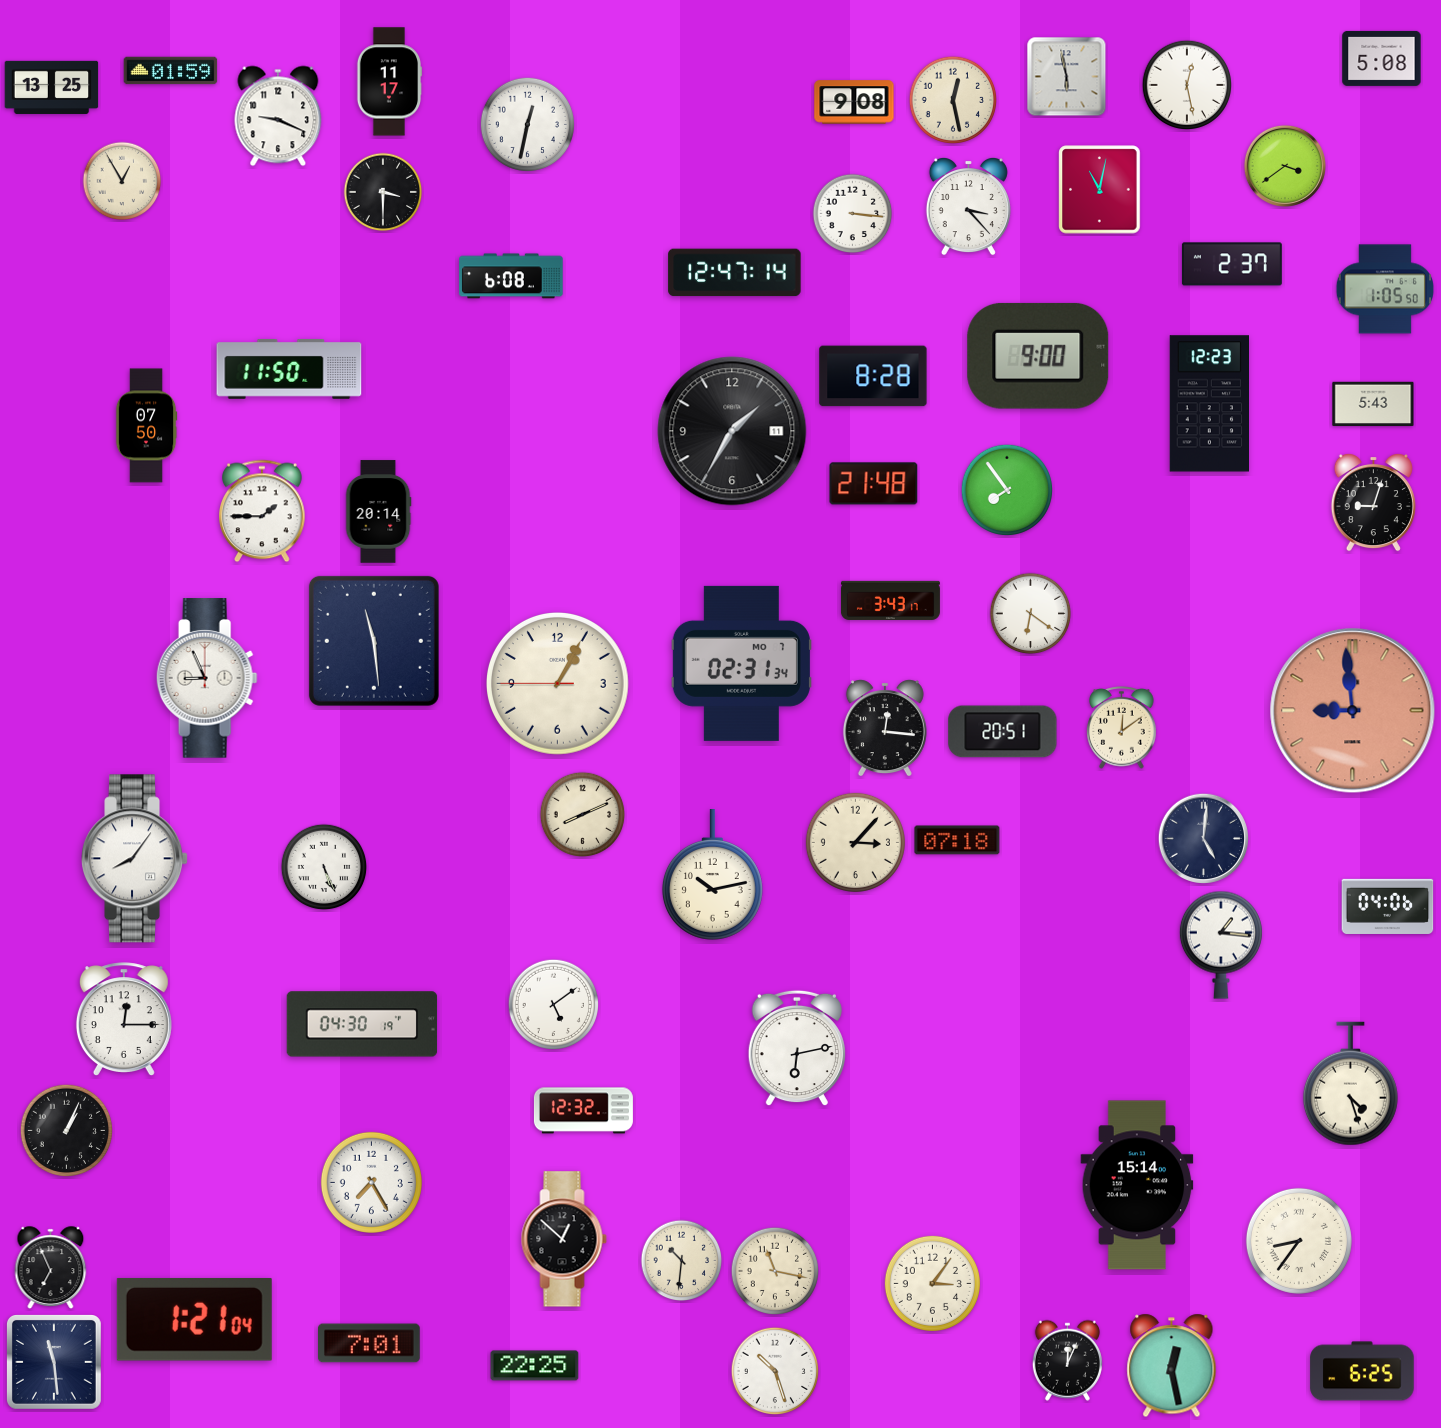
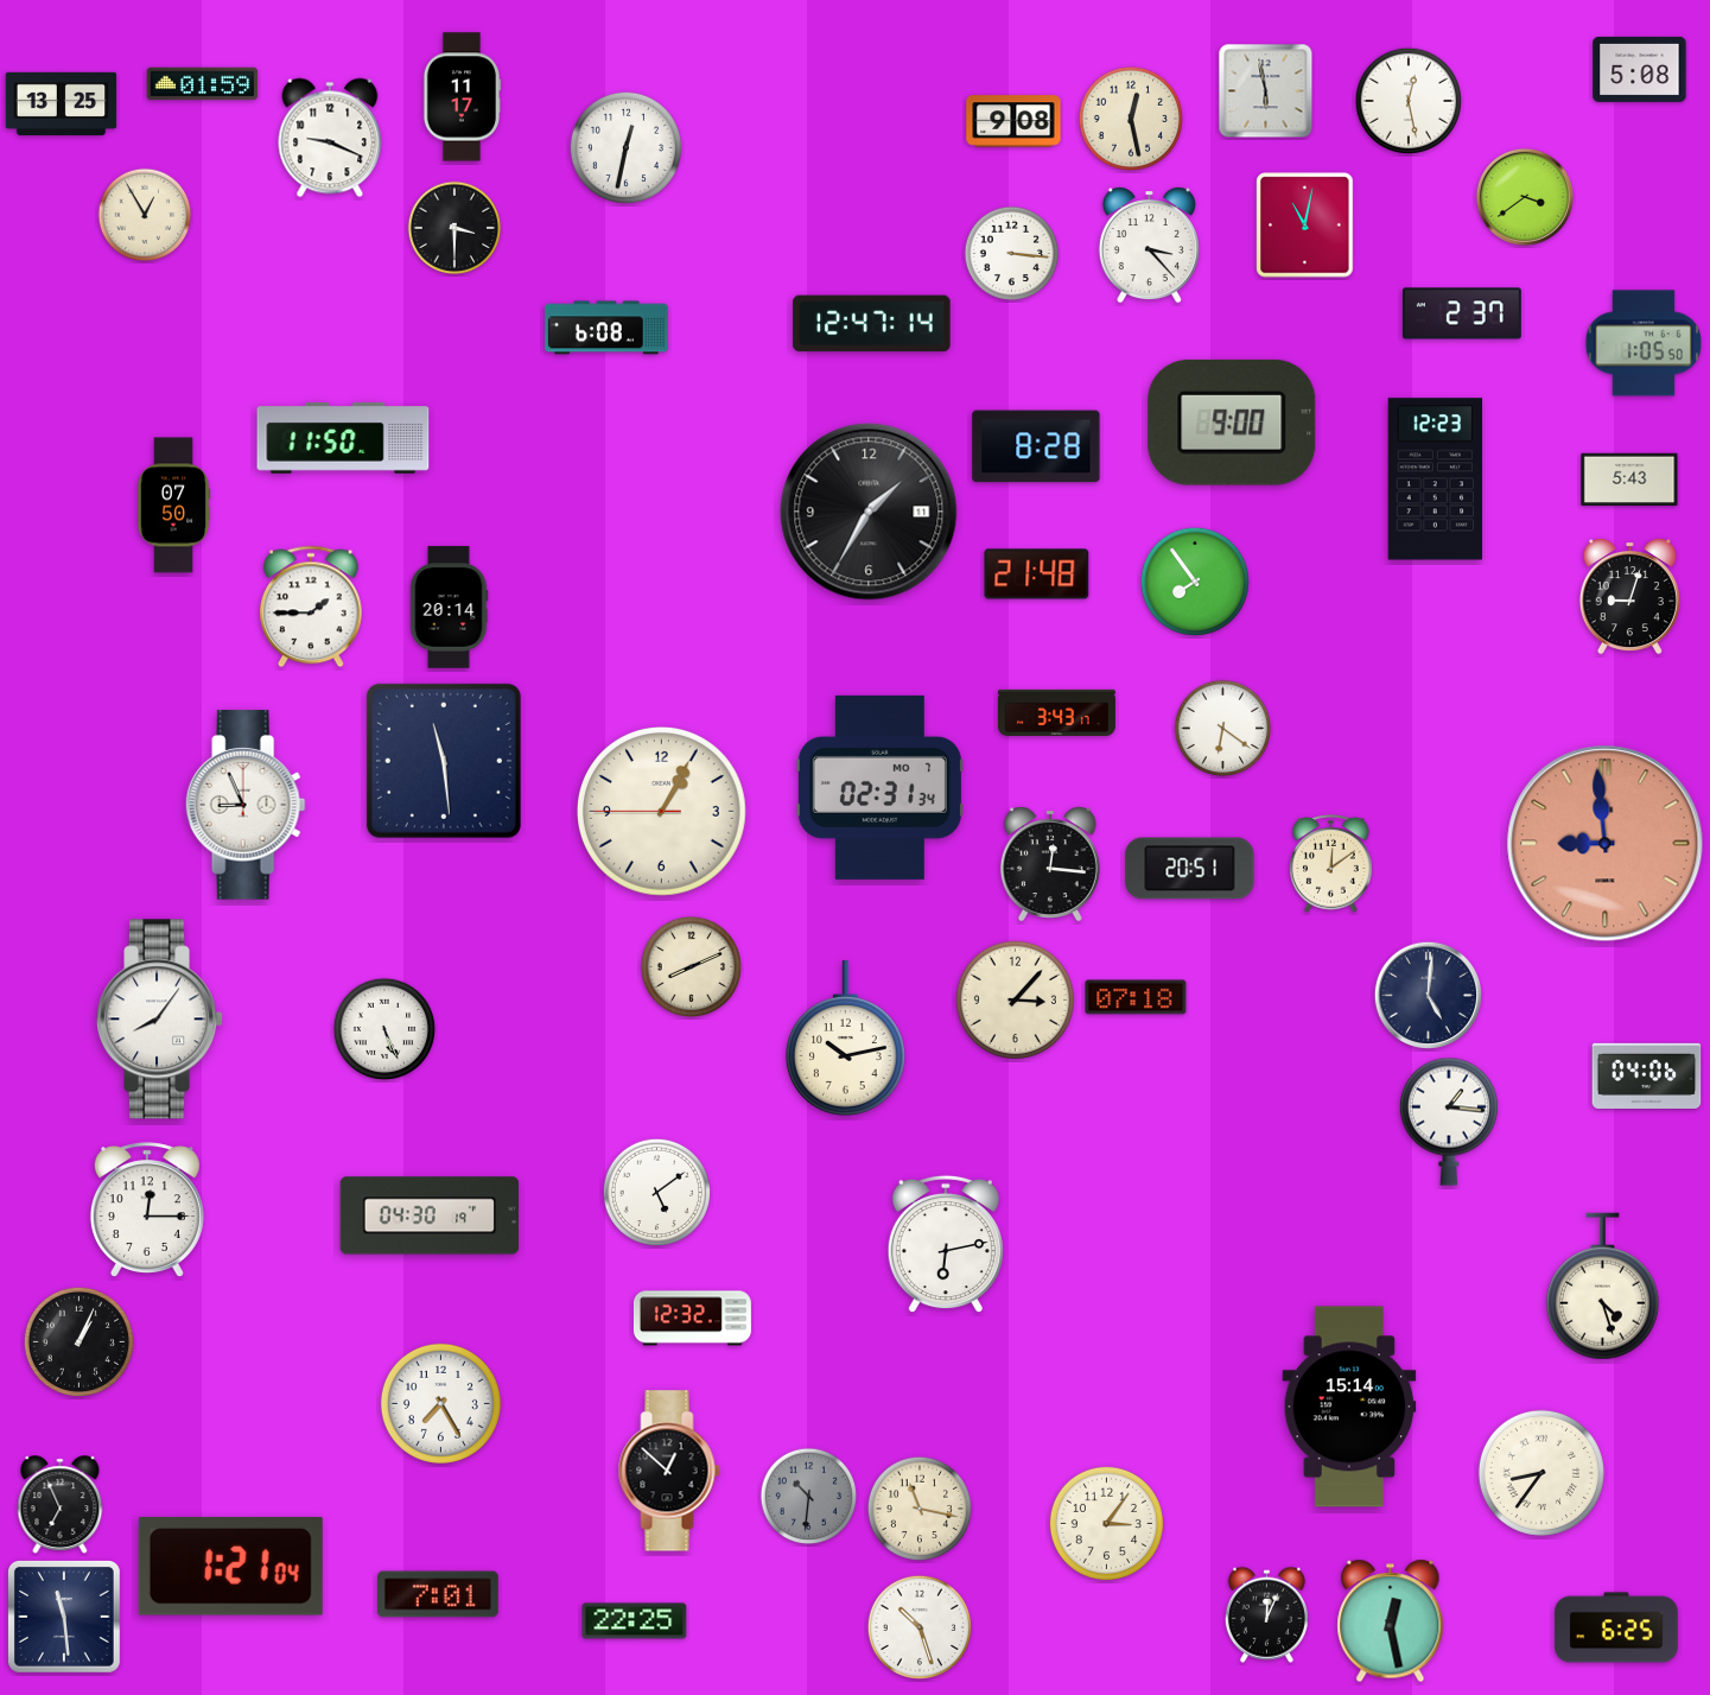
clock at (682, 1261) dial: cream -> grey
